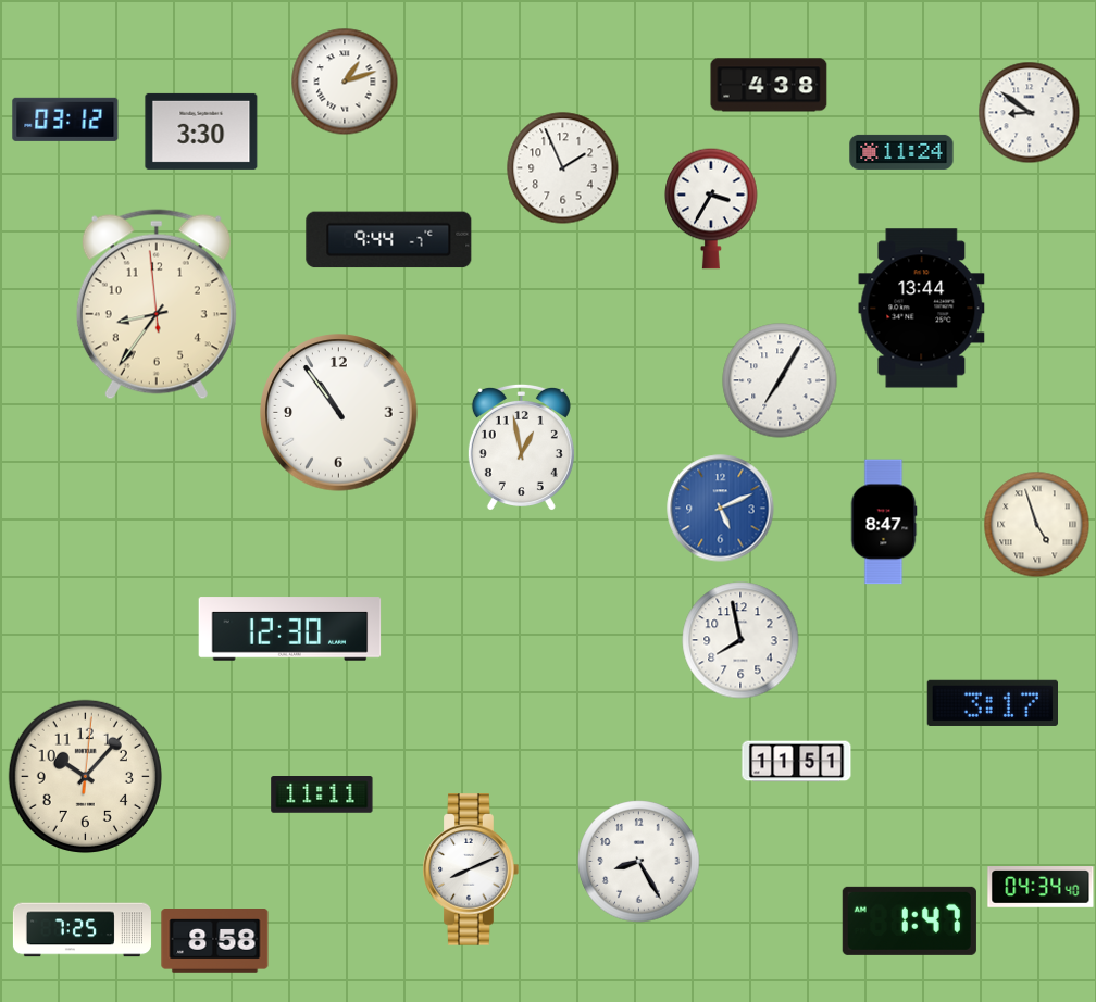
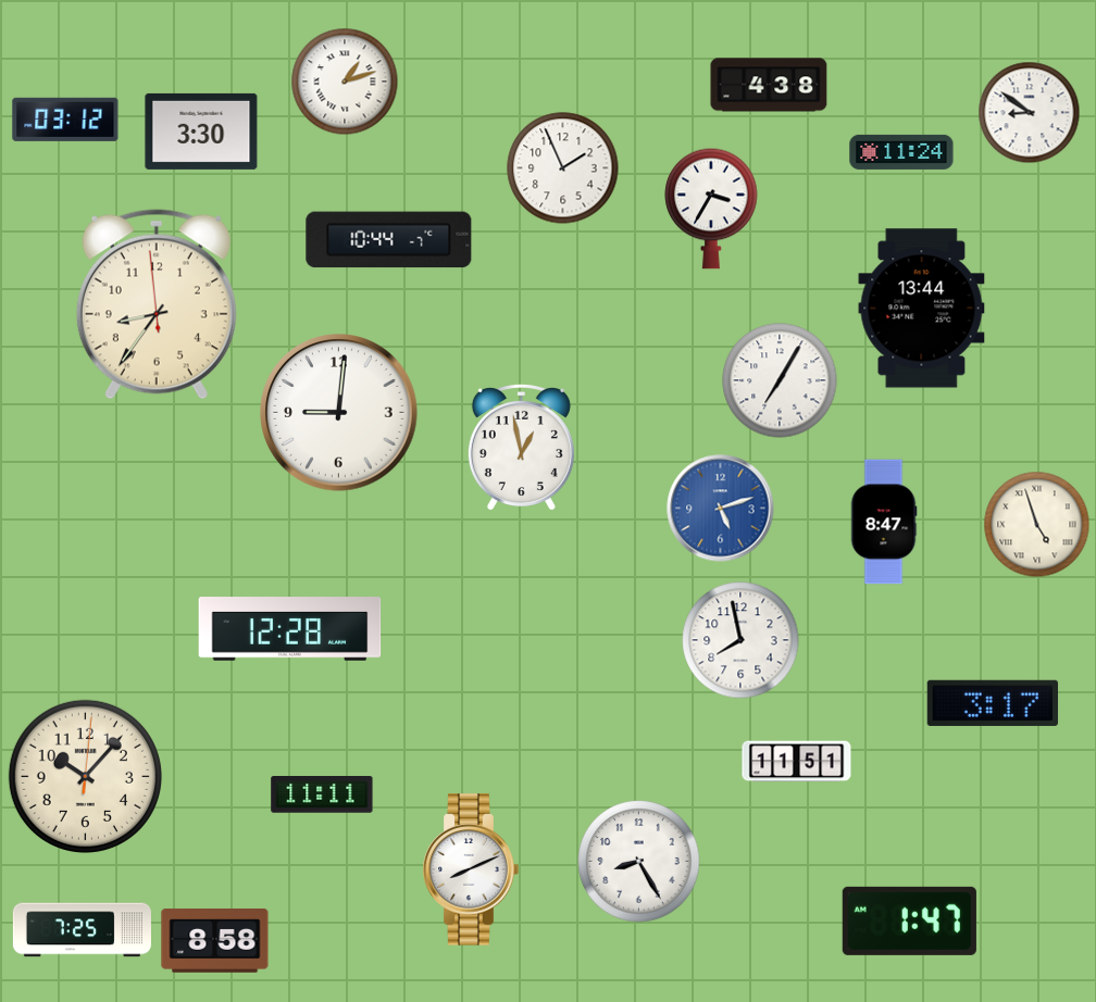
clock at (389, 240): 9:44 -> 10:44
clock at (339, 413): 10:54 -> 9:01
clock at (721, 509): 5:11 -> 5:12
clock at (290, 629): 12:30 -> 12:28
clock at (1041, 887): 04:34 -> none
